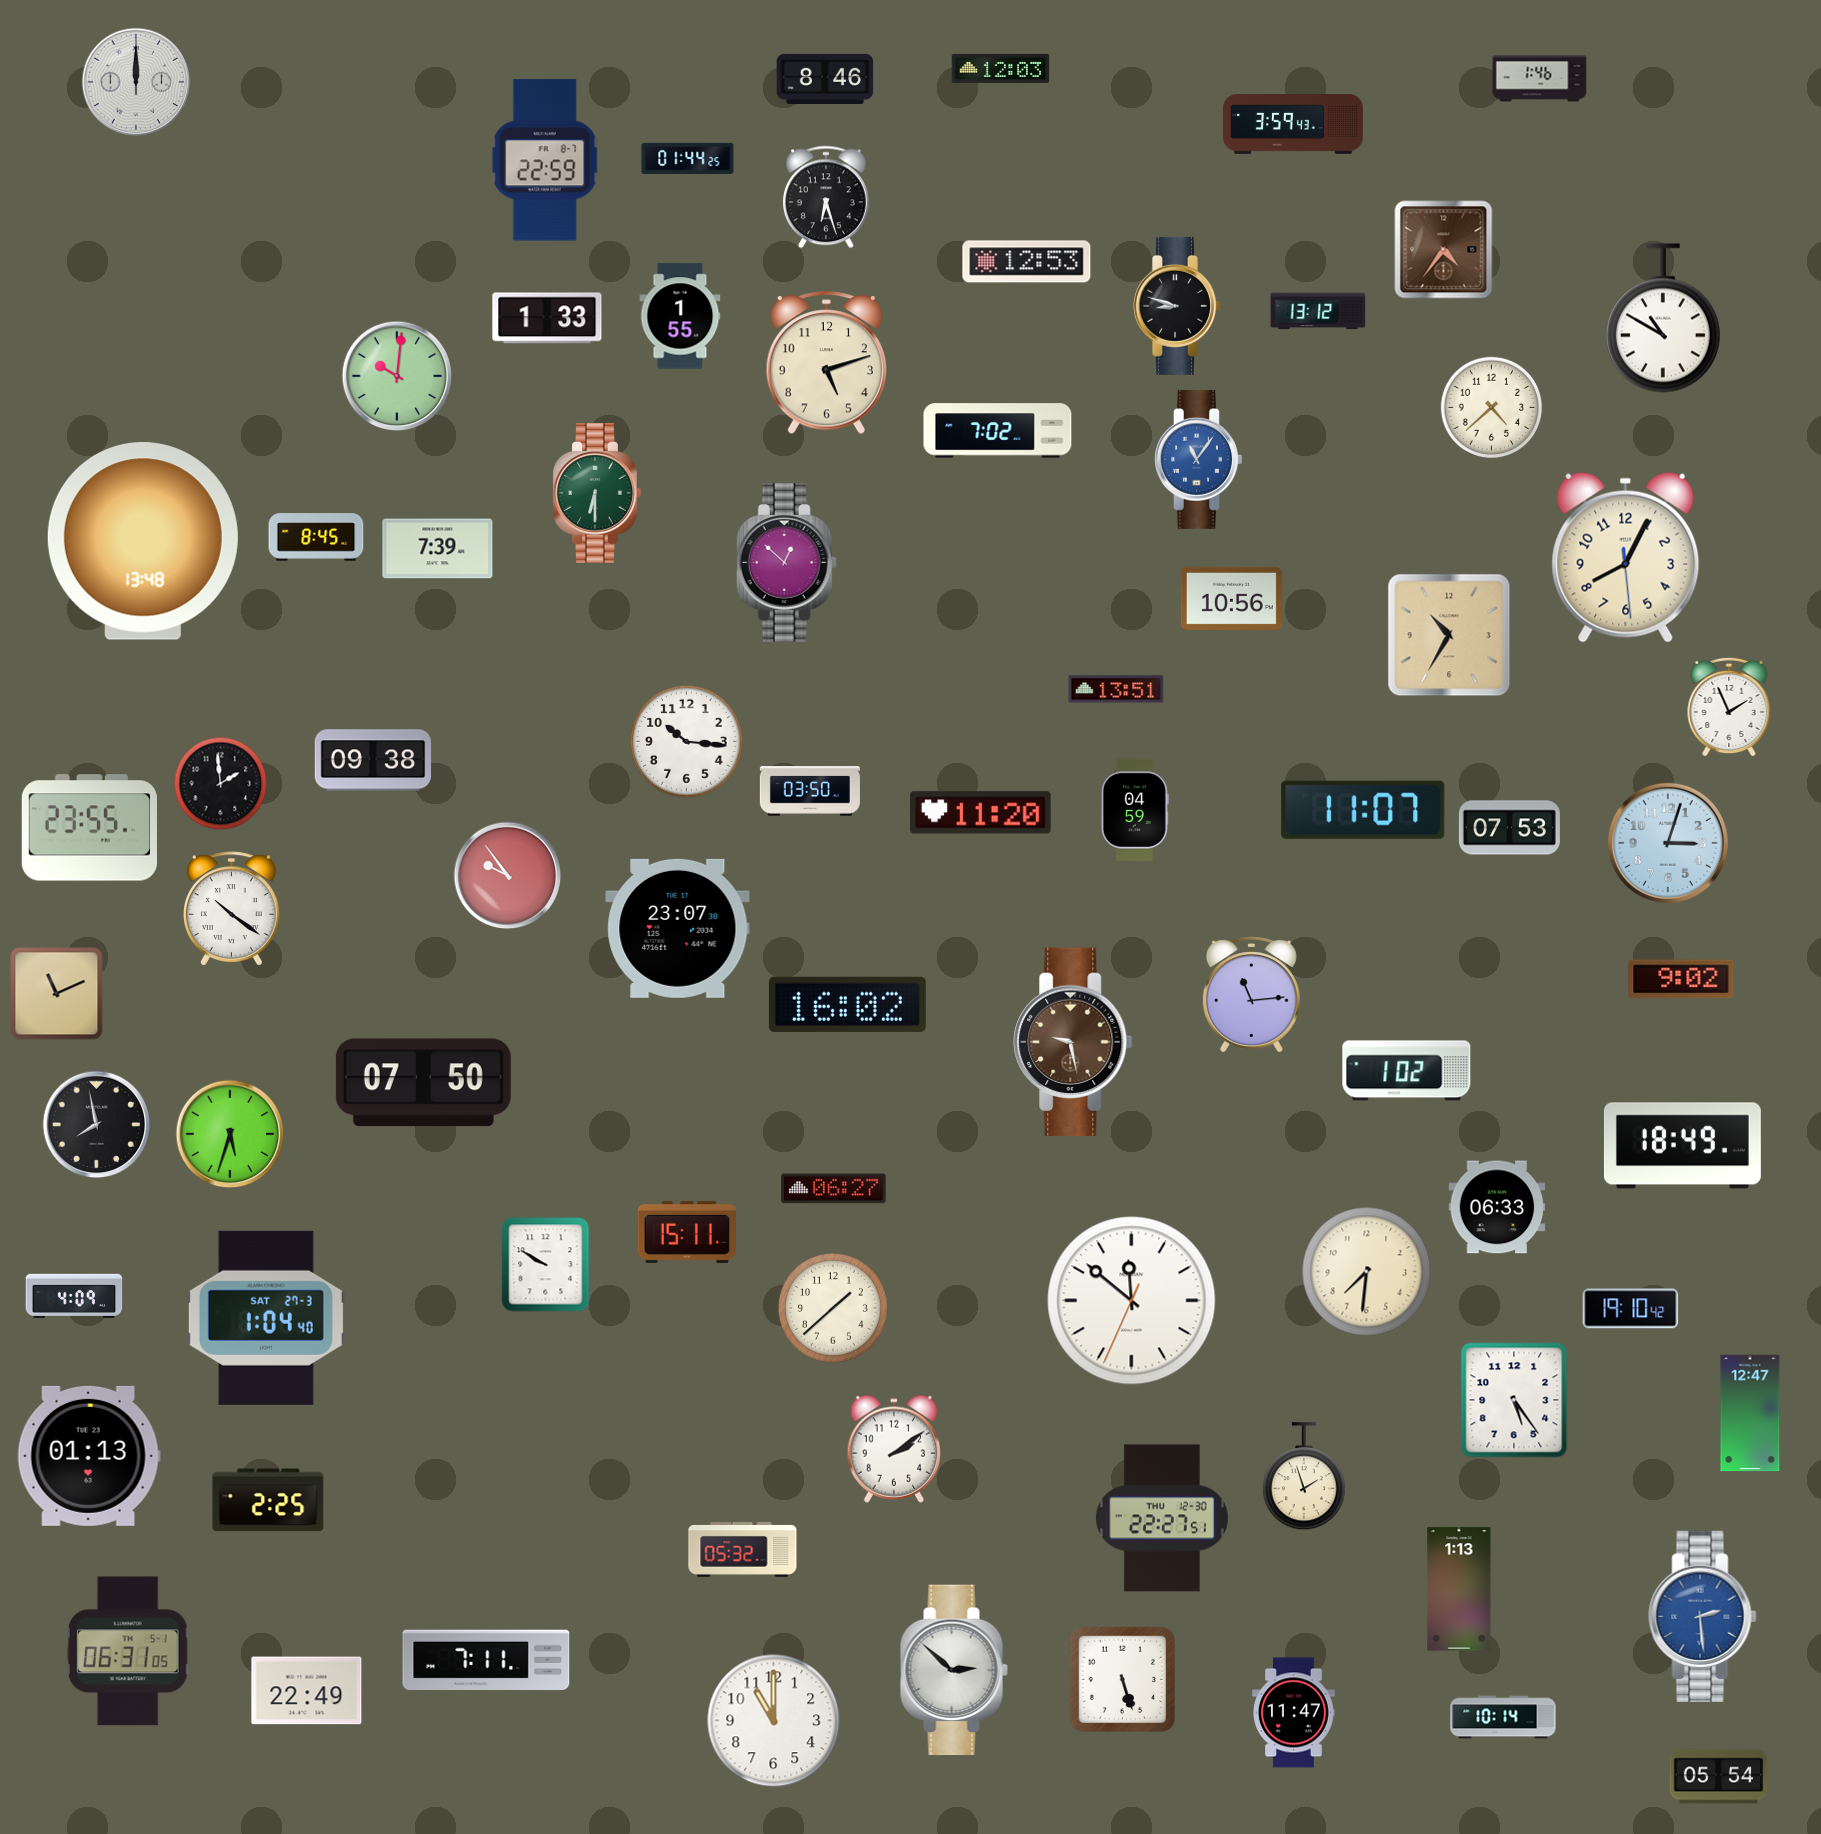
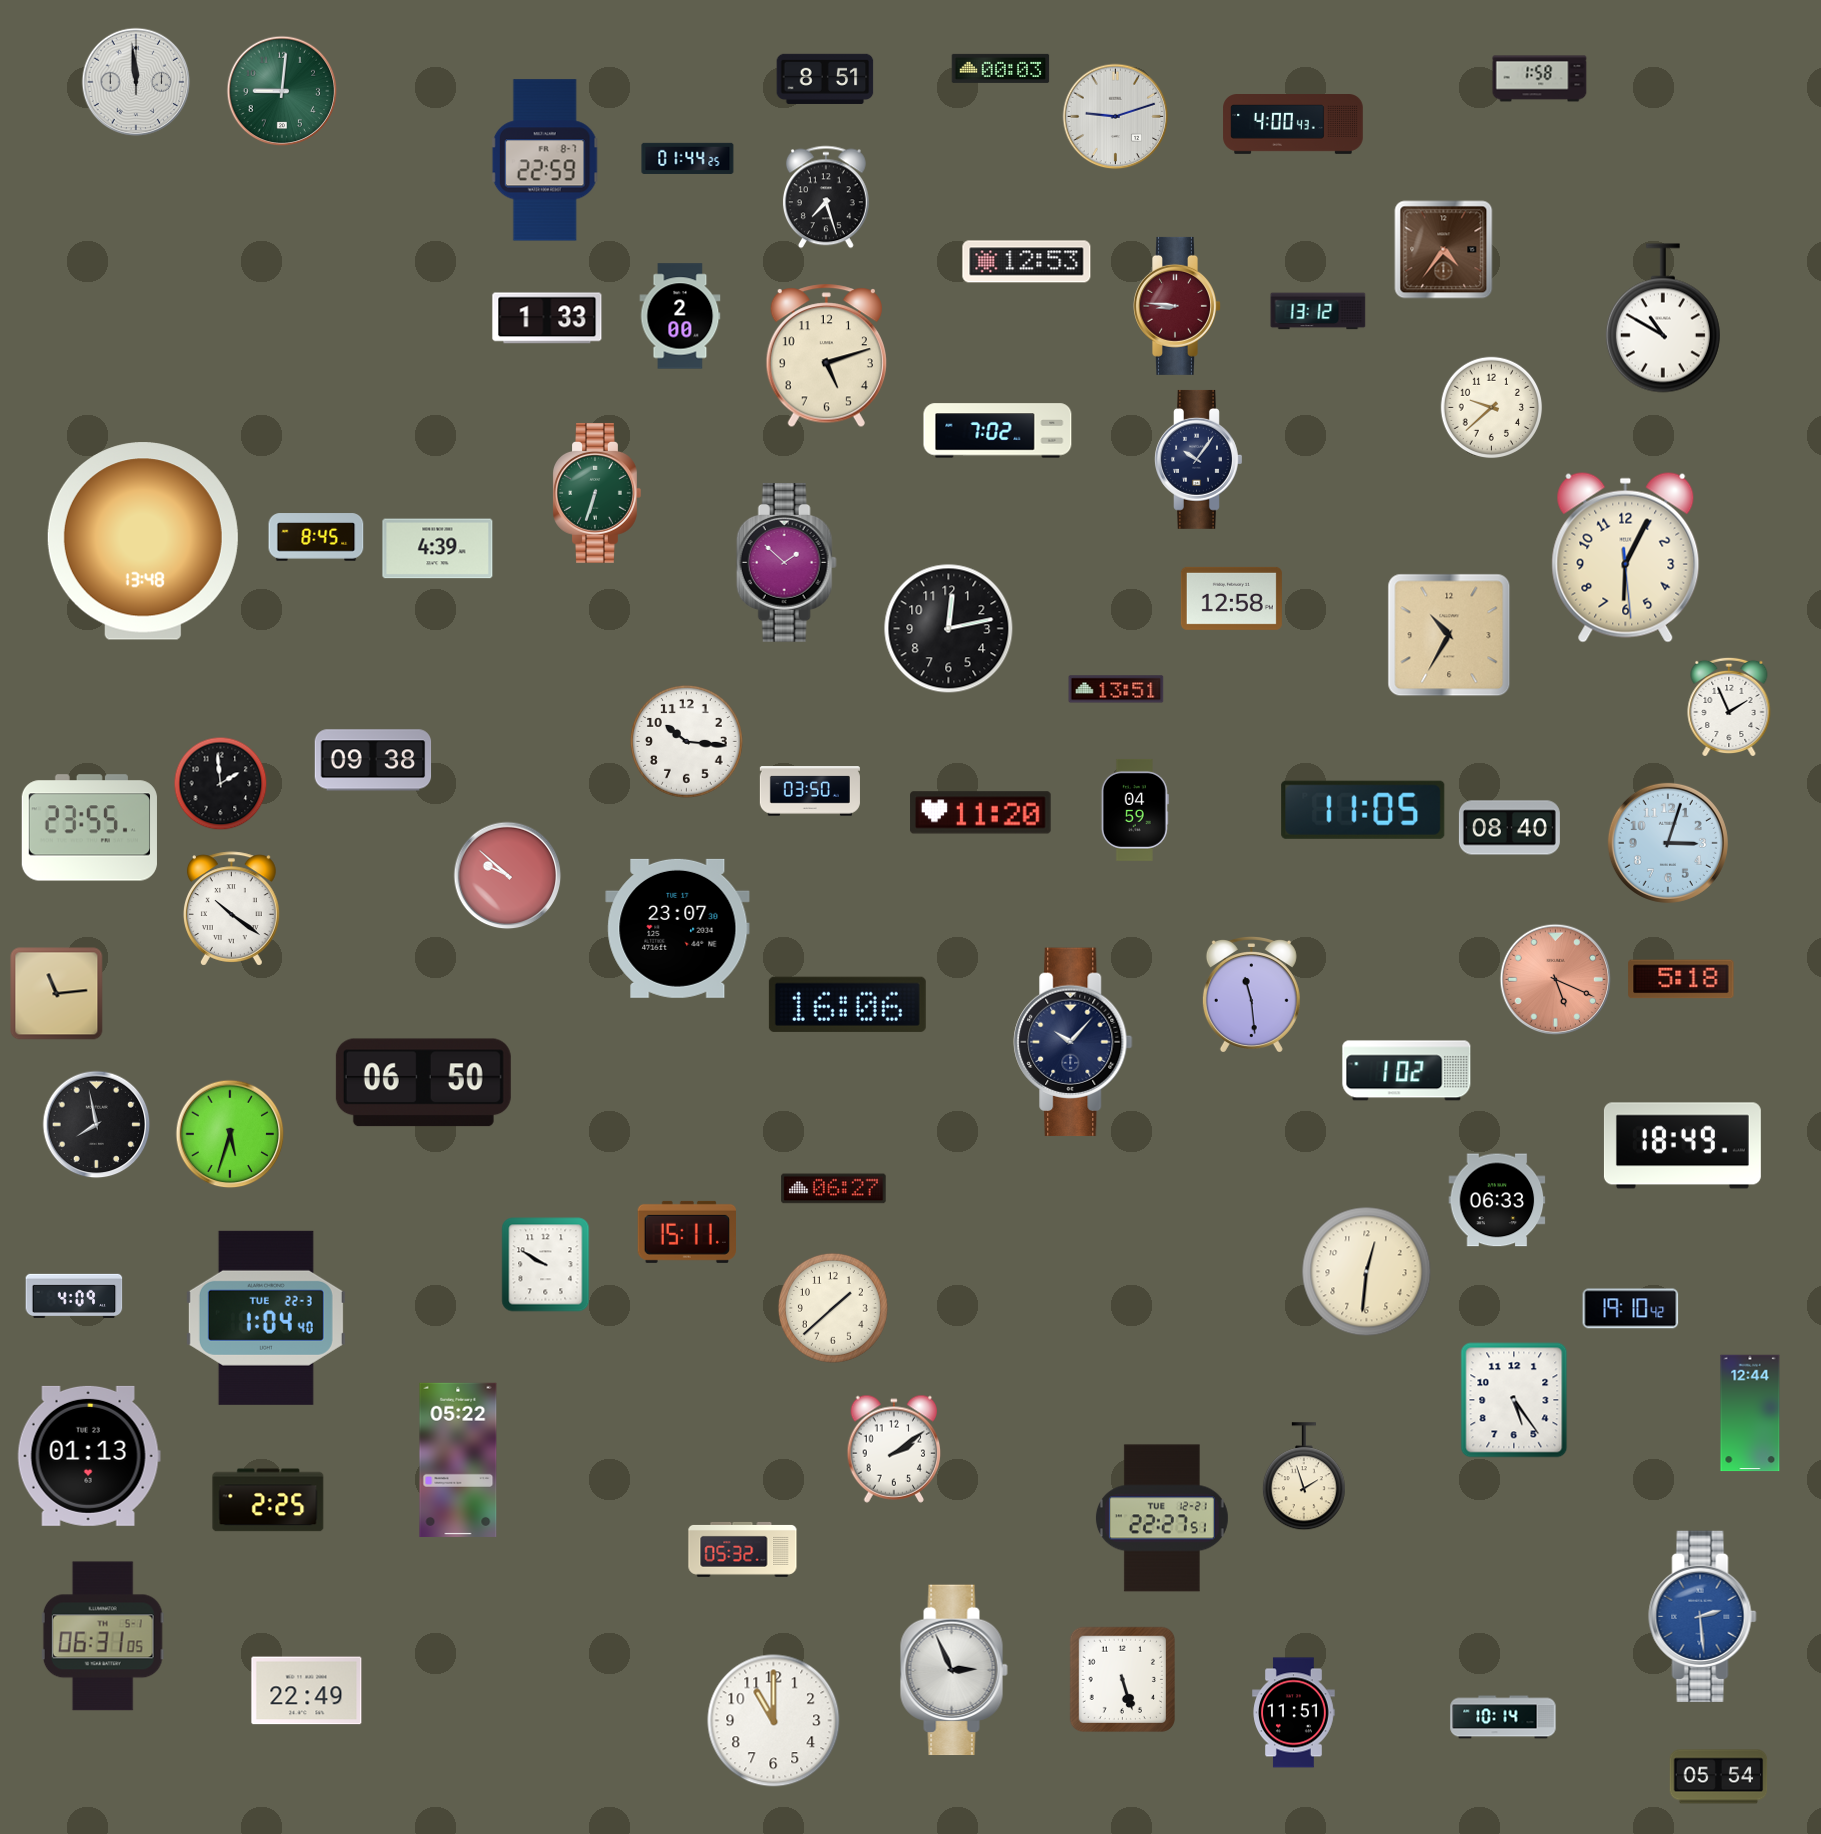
clock at (1001, 68): 12:03 -> 00:03
clock at (825, 79): 8:46 -> 8:51
clock at (1540, 79): 1:46 -> 1:58
clock at (136, 82): 12:00 -> 11:59
clock at (282, 91): none -> 9:01
clock at (1116, 117): none -> 9:12
clock at (1293, 125): 3:59 -> 4:00
clock at (826, 197): 6:27 -> 7:27
clock at (1178, 306): 8:48 -> 8:46
clock at (1178, 306) dial: black -> burgundy
clock at (680, 316): 1:55 -> 2:00
clock at (826, 363) position: (826, 363) -> (826, 356)
clock at (397, 376): 10:01 -> none
clock at (1492, 408): 4:38 -> 9:38
clock at (1199, 459): 11:06 -> 10:06
clock at (1199, 459) dial: blue -> navy
clock at (597, 494): 6:30 -> 6:33
clock at (438, 549): 7:39 -> 4:39
clock at (1626, 557): 8:04 -> 6:04
clock at (786, 563): 12:52 -> 1:52
clock at (1231, 598): 10:56 -> 12:58
clock at (949, 629): none -> 12:13
clock at (1363, 810): 11:07 -> 11:05
clock at (1509, 828): 07:53 -> 08:40
clock at (508, 876): 9:54 -> 9:52
clock at (1681, 979): 9:02 -> 5:18
clock at (1556, 980): none -> 5:19
clock at (57, 994): 11:11 -> 11:14
clock at (1251, 995): 11:14 -> 11:29
clock at (847, 1004): 16:02 -> 16:06
clock at (1073, 1042): 9:28 -> 10:07
clock at (1073, 1042) dial: brown -> navy
clock at (423, 1083): 07:50 -> 06:50
clock at (1497, 1207) position: (1497, 1207) -> (1497, 1200)
clock at (1367, 1272): 7:31 -> 12:31
clock at (1132, 1301): 11:51 -> none
clock at (266, 1318) date: SAT 27-3 -> TUE 22-3
clock at (1750, 1413): 12:47 -> 12:44
clock at (458, 1460): none -> 05:22
clock at (1162, 1518) date: THU 12-30 -> TUE 12-21
clock at (1459, 1589): 1:13 -> none
clock at (128, 1651) position: (128, 1651) -> (103, 1636)
clock at (486, 1660): 7:11 -> none
clock at (954, 1670): 2:52 -> 2:56
clock at (1294, 1713): 11:47 -> 11:51
